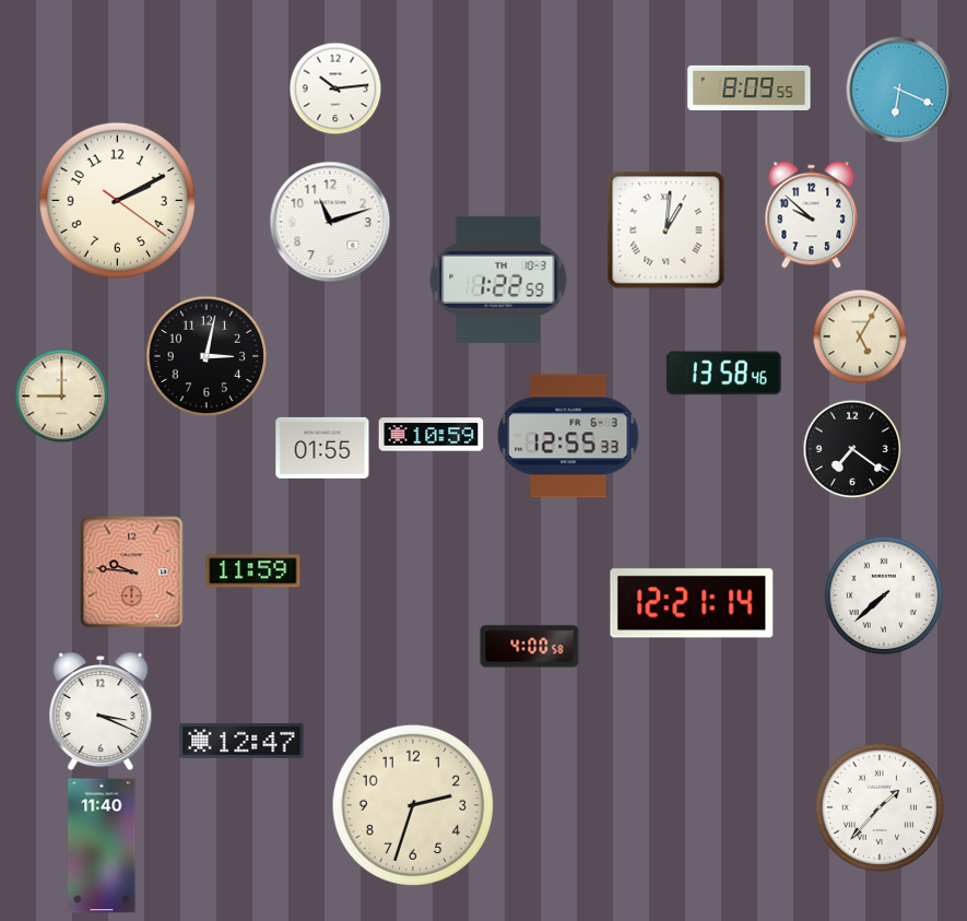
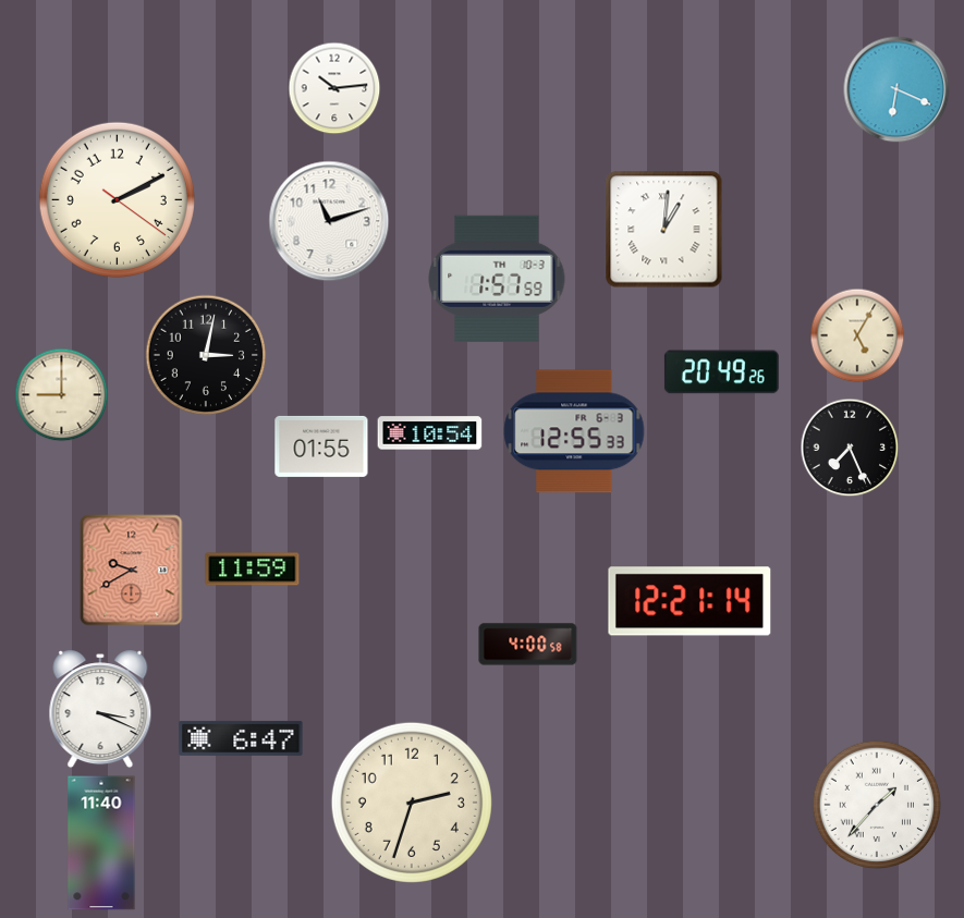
clock at (750, 87): 8:09 -> none
clock at (812, 215): 9:52 -> none
clock at (498, 280): 1:22 -> 1:57
clock at (723, 374): 13:58 -> 20:49
clock at (432, 435): 10:59 -> 10:54
clock at (568, 436) position: (568, 436) -> (574, 431)
clock at (852, 449): 7:21 -> 7:26
clock at (132, 572): 9:46 -> 9:40
clock at (884, 595): 7:38 -> none
clock at (241, 741): 12:47 -> 6:47
